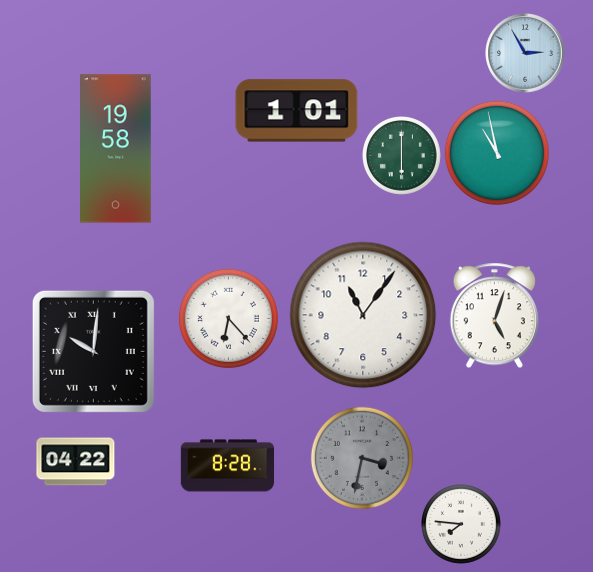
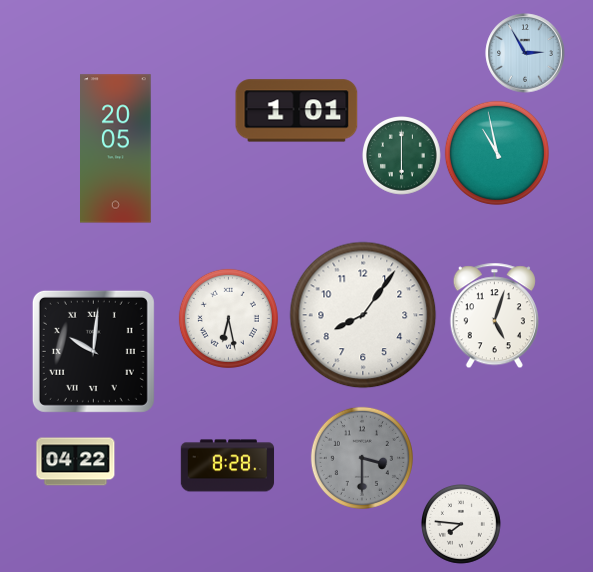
clock at (116, 149): 19:58 -> 20:05
clock at (363, 315): 11:06 -> 8:06
clock at (228, 318): 6:23 -> 6:28
clock at (362, 458): 3:32 -> 3:30
